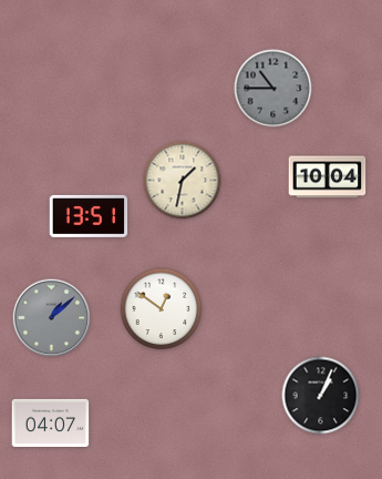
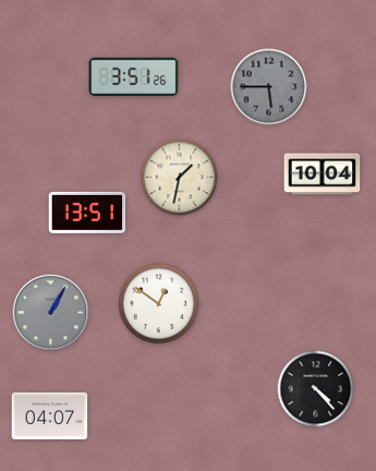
clock at (134, 76): none -> 3:51
clock at (273, 89): 10:45 -> 5:45
clock at (52, 318): 1:08 -> 1:05
clock at (321, 396): 1:04 -> 4:23
